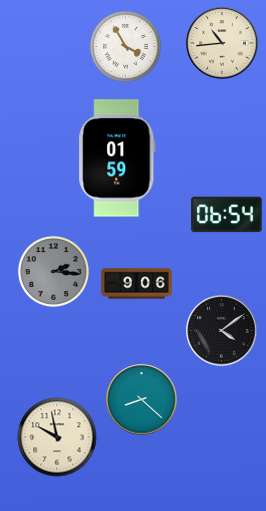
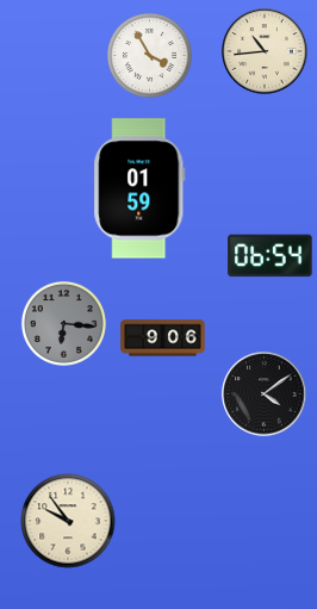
clock at (53, 271): 2:16 -> 6:16
clock at (142, 400): 8:22 -> none
clock at (57, 437): 9:58 -> 9:54
